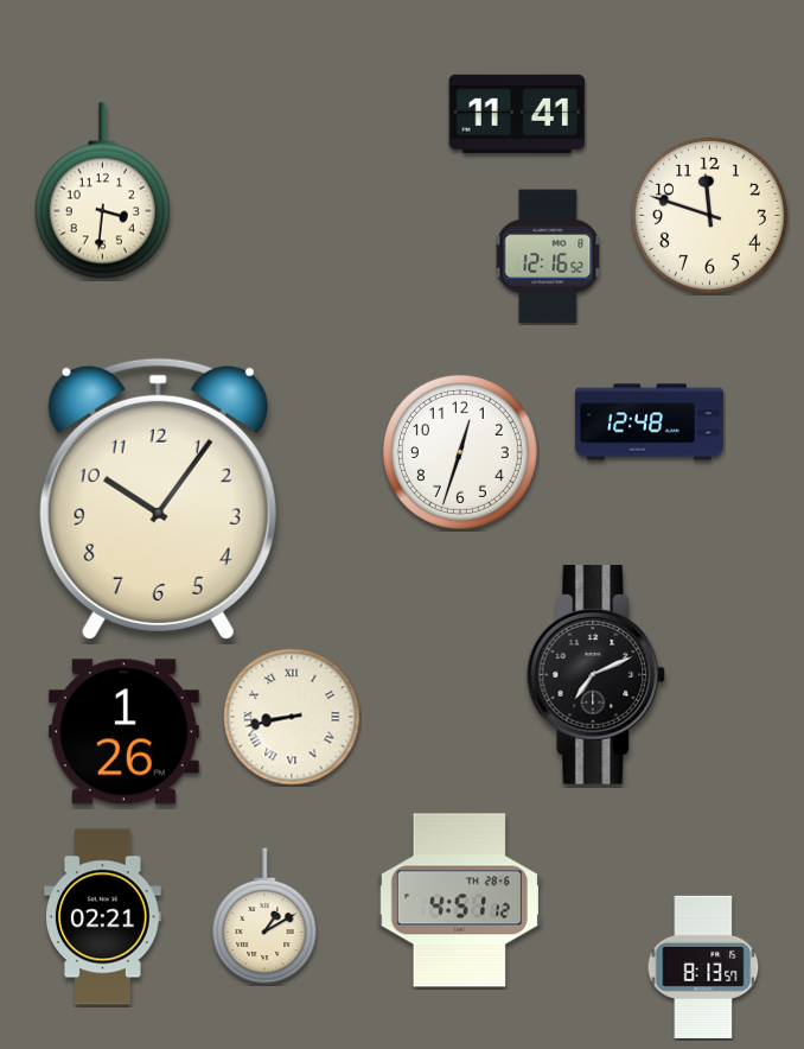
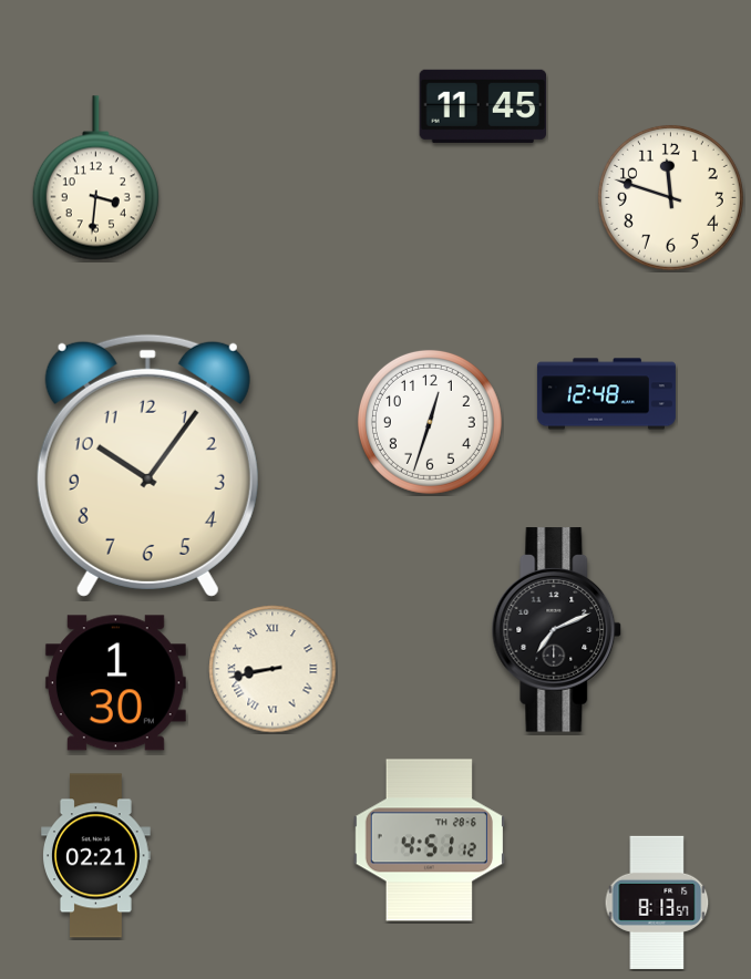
clock at (517, 114): 11:41 -> 11:45
clock at (709, 215) position: (709, 215) -> (670, 197)
clock at (548, 256): 12:16 -> none
clock at (123, 732): 1:26 -> 1:30
clock at (264, 916): 1:10 -> none
